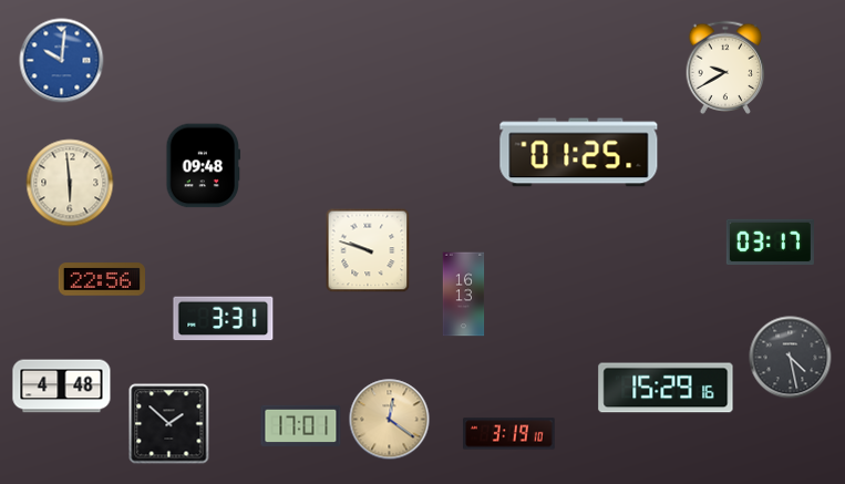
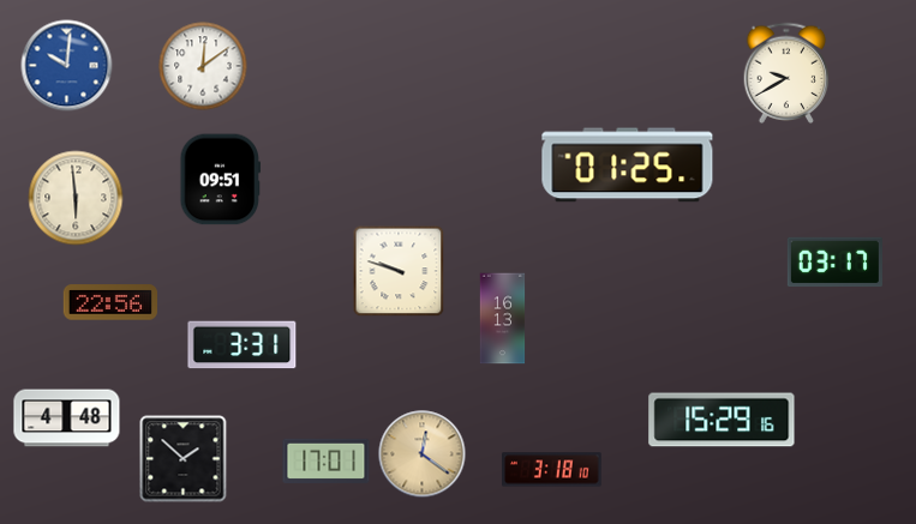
clock at (203, 66): none -> 12:09
clock at (204, 166): 09:48 -> 09:51
clock at (791, 358): 4:28 -> none
clock at (509, 434): 3:19 -> 3:18
